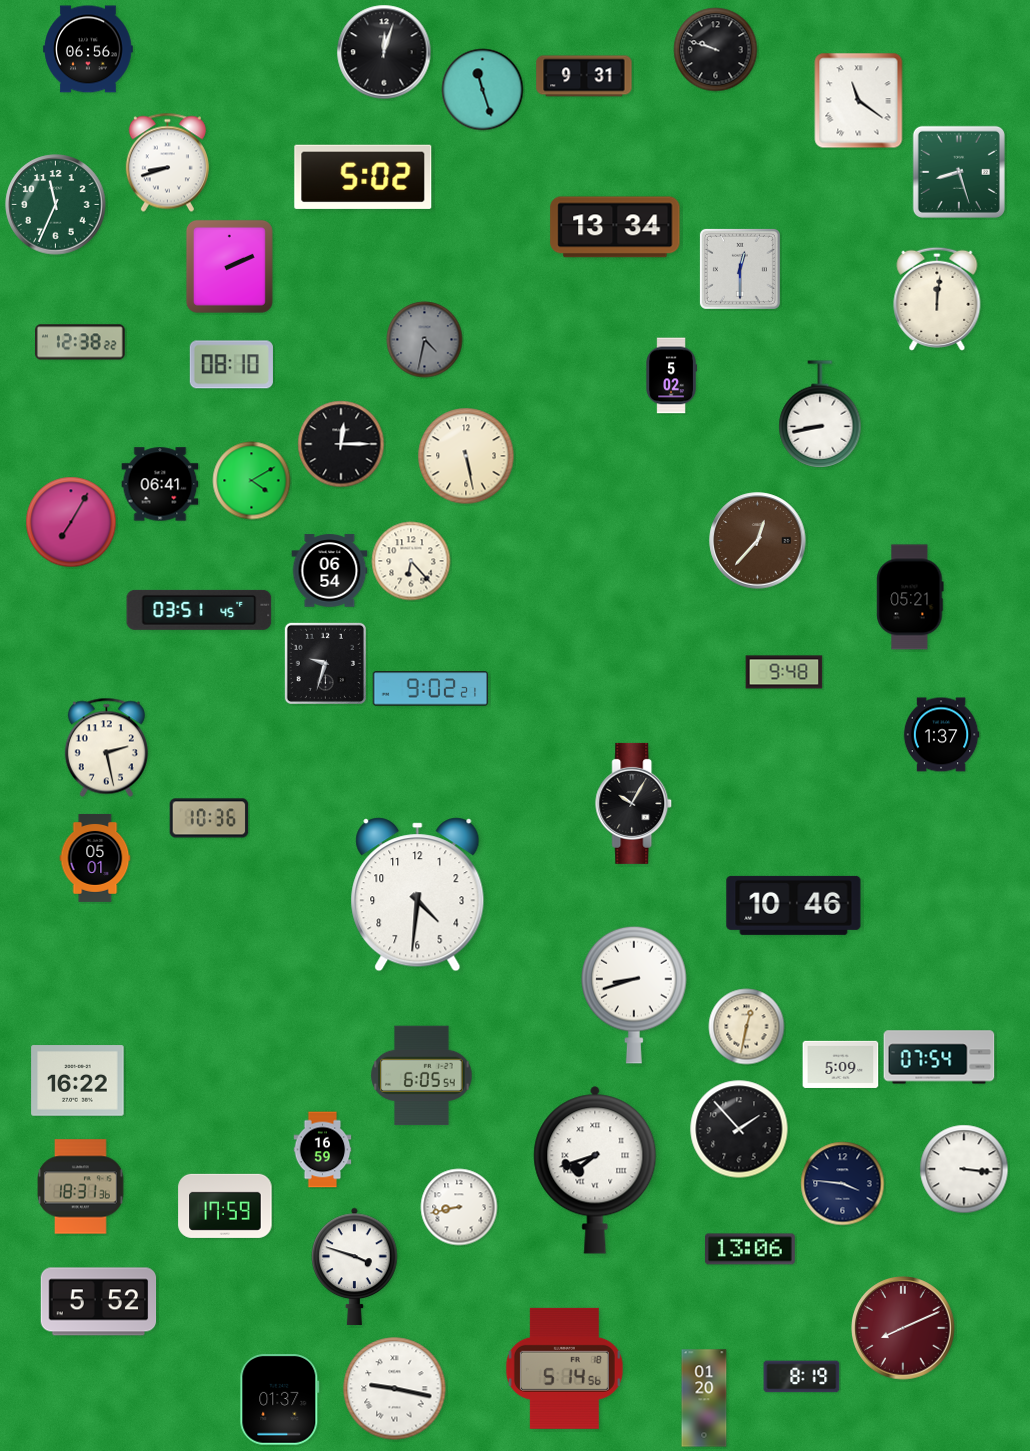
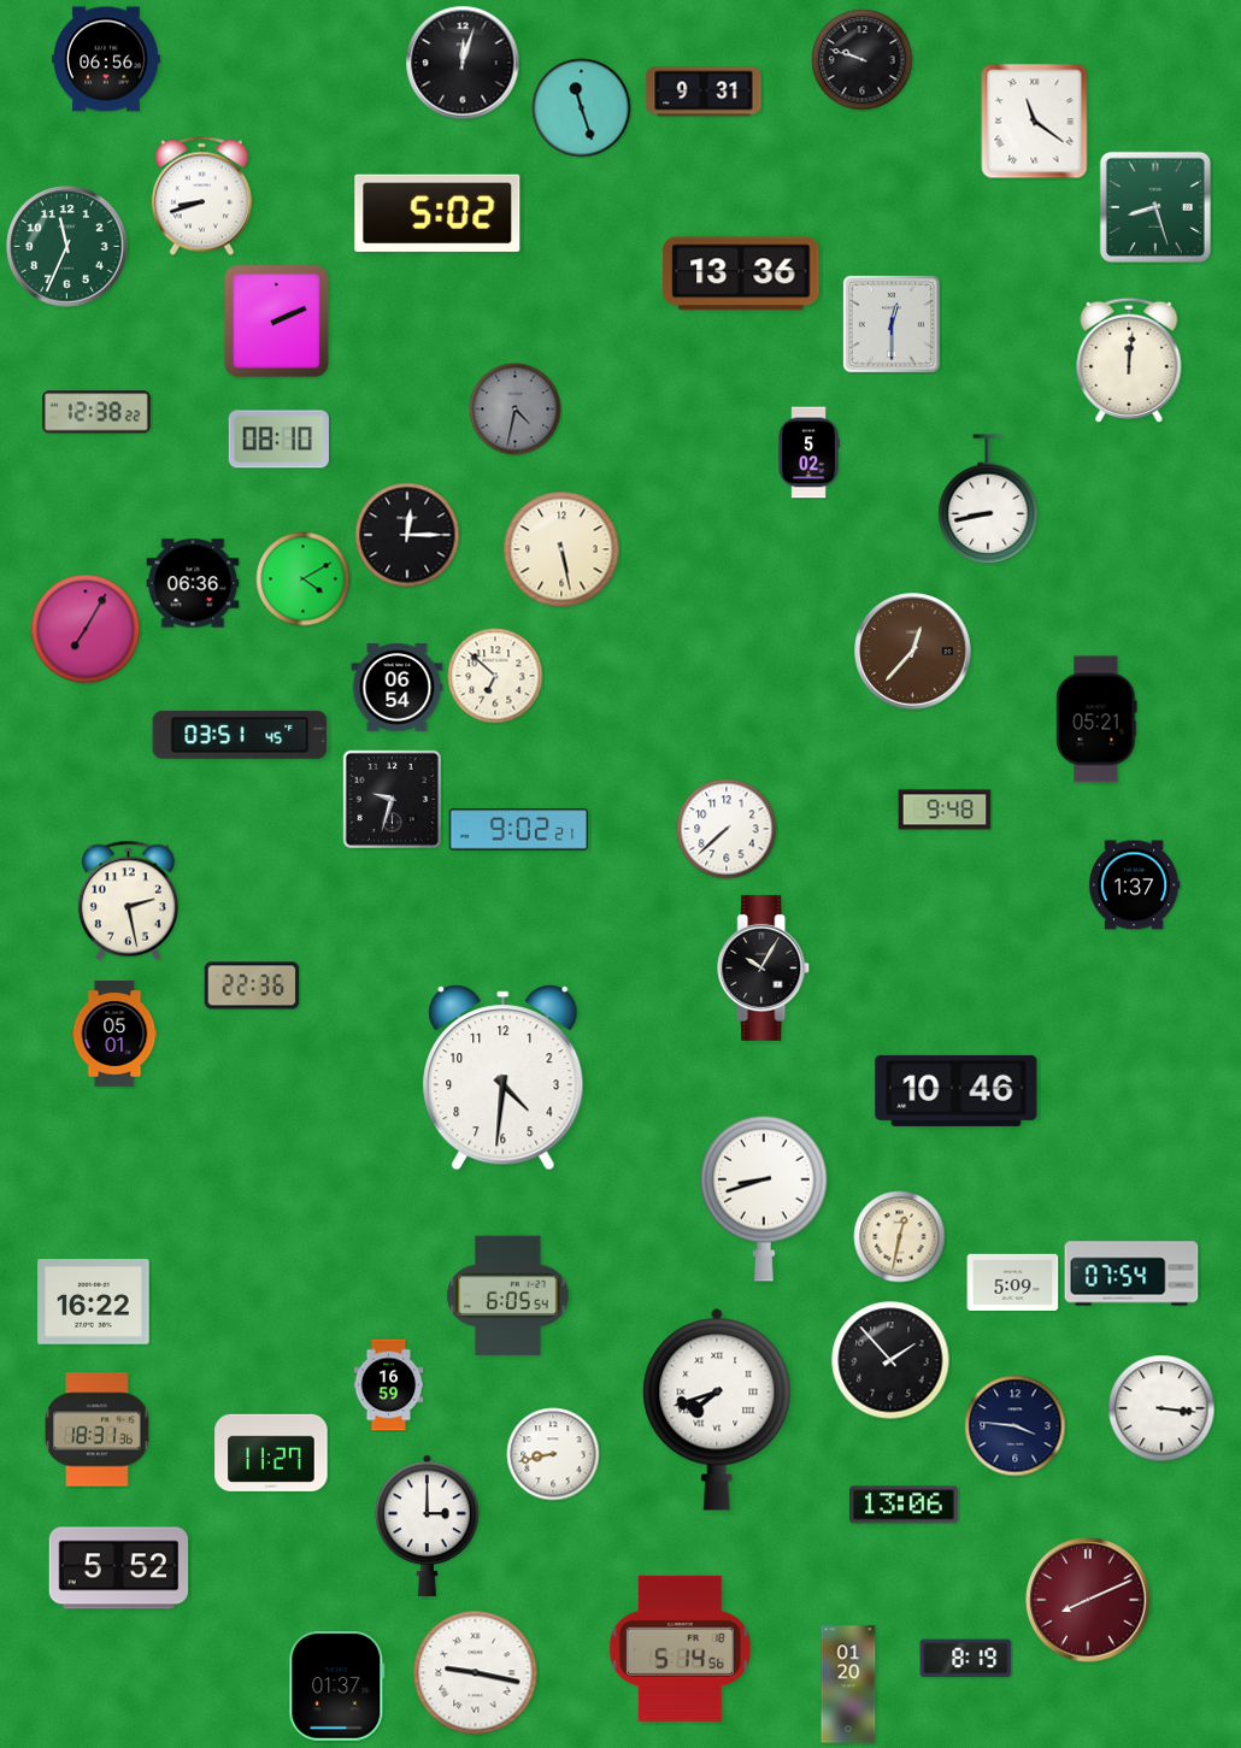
clock at (615, 227): 13:34 -> 13:36
clock at (425, 340) position: (425, 340) -> (516, 410)
clock at (341, 444) position: (341, 444) -> (407, 535)
clock at (160, 484): 06:41 -> 06:36
clock at (411, 561): 6:23 -> 6:52
clock at (727, 829): none -> 7:38
clock at (209, 818): 10:36 -> 22:36
clock at (225, 1206): 17:59 -> 11:27
clock at (355, 1266): 3:48 -> 3:00
